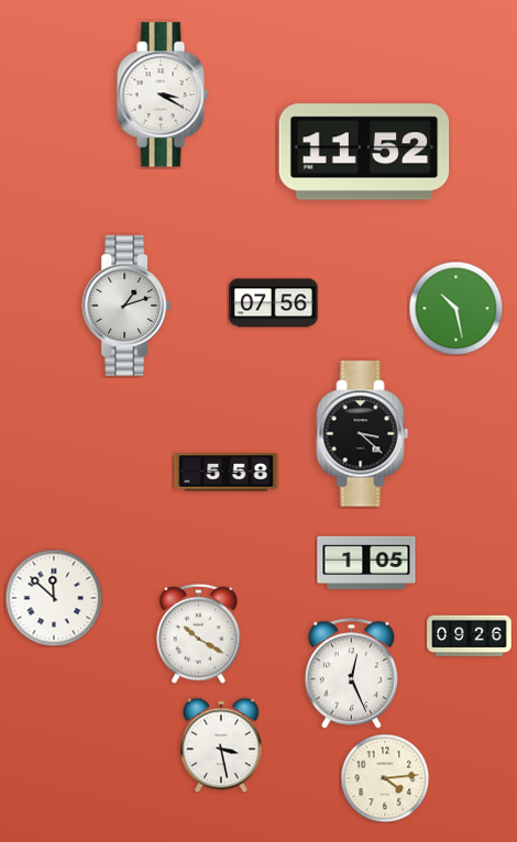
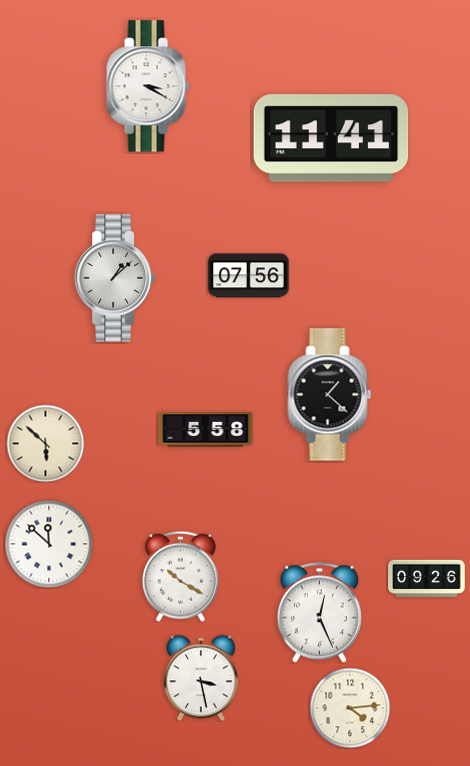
clock at (364, 152): 11:52 -> 11:41
clock at (125, 306): 1:12 -> 1:08
clock at (455, 308): 10:28 -> none
clock at (363, 434): 3:22 -> 1:22
clock at (45, 443): none -> 5:52
clock at (366, 562): 1:05 -> none
